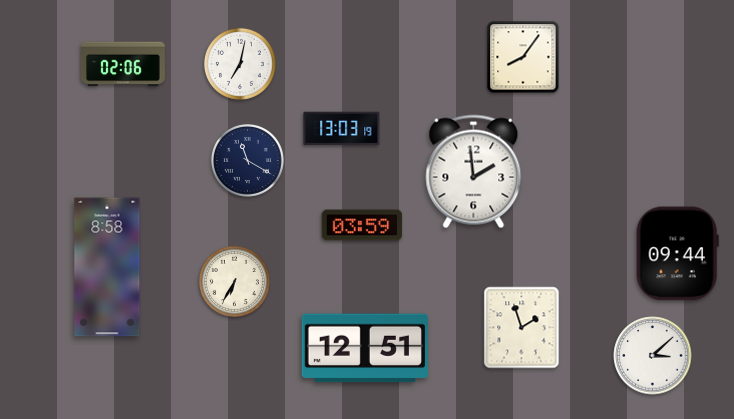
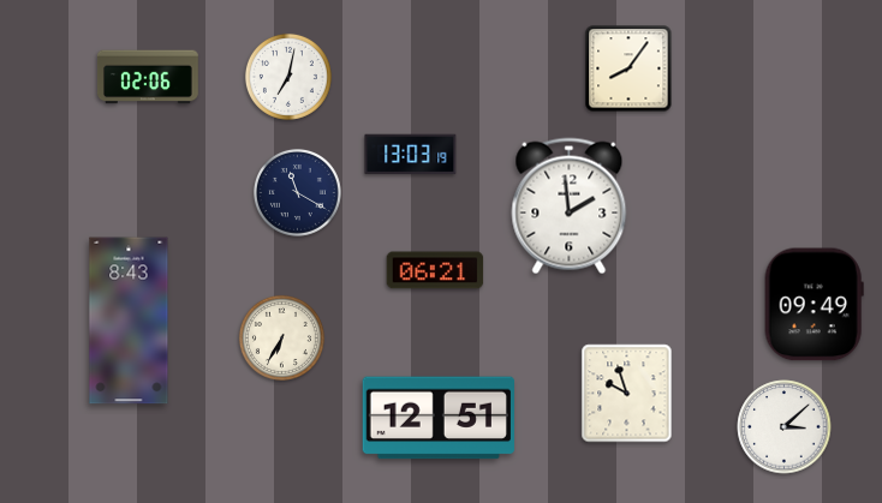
clock at (362, 225): 03:59 -> 06:21
clock at (677, 254): 09:44 -> 09:49
clock at (107, 267): 8:58 -> 8:43
clock at (522, 328): 1:57 -> 9:57
